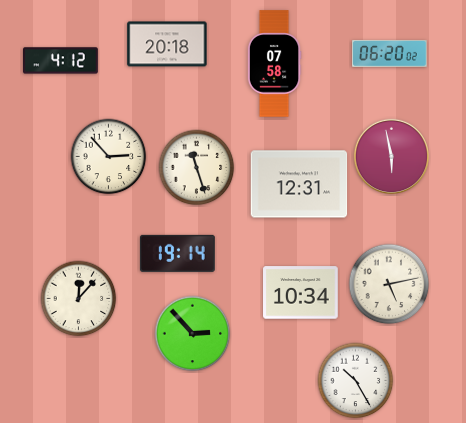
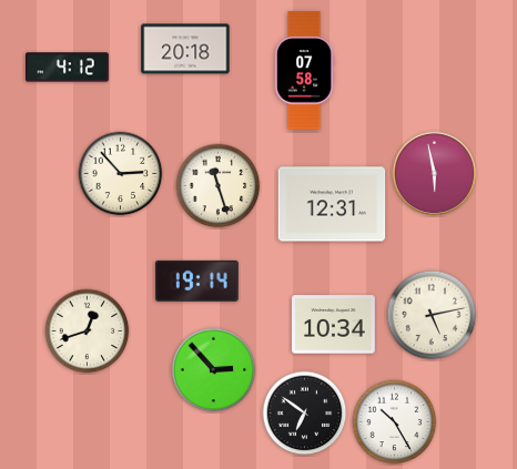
clock at (390, 53): 06:20 -> none
clock at (79, 299): 12:07 -> 12:42
clock at (305, 414): none -> 6:51
